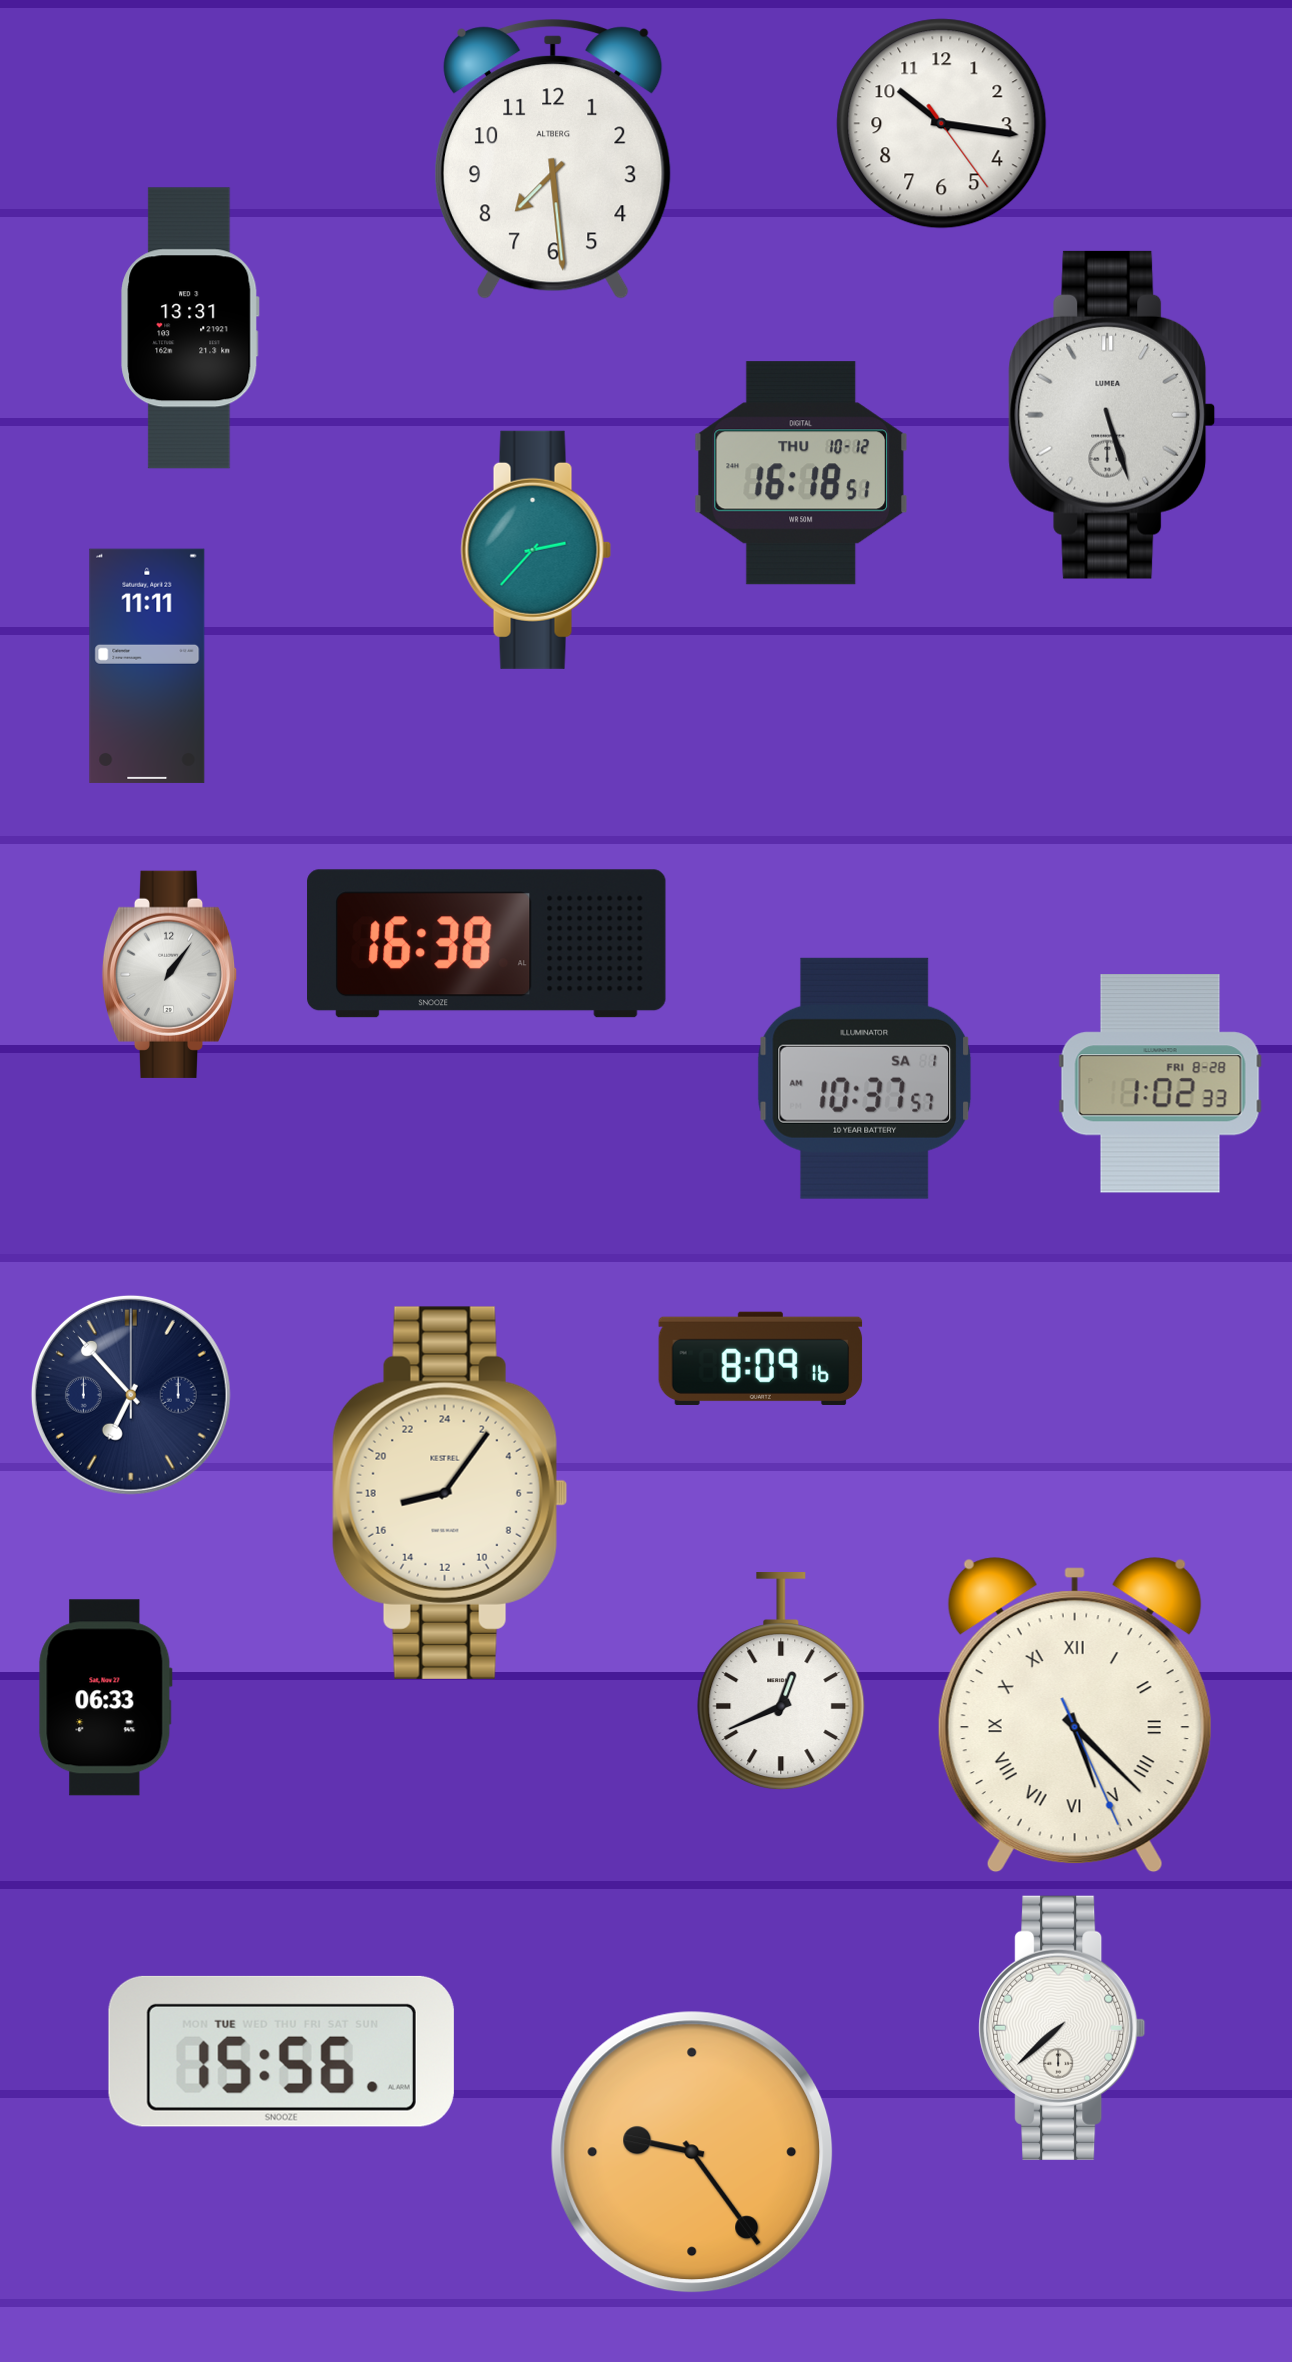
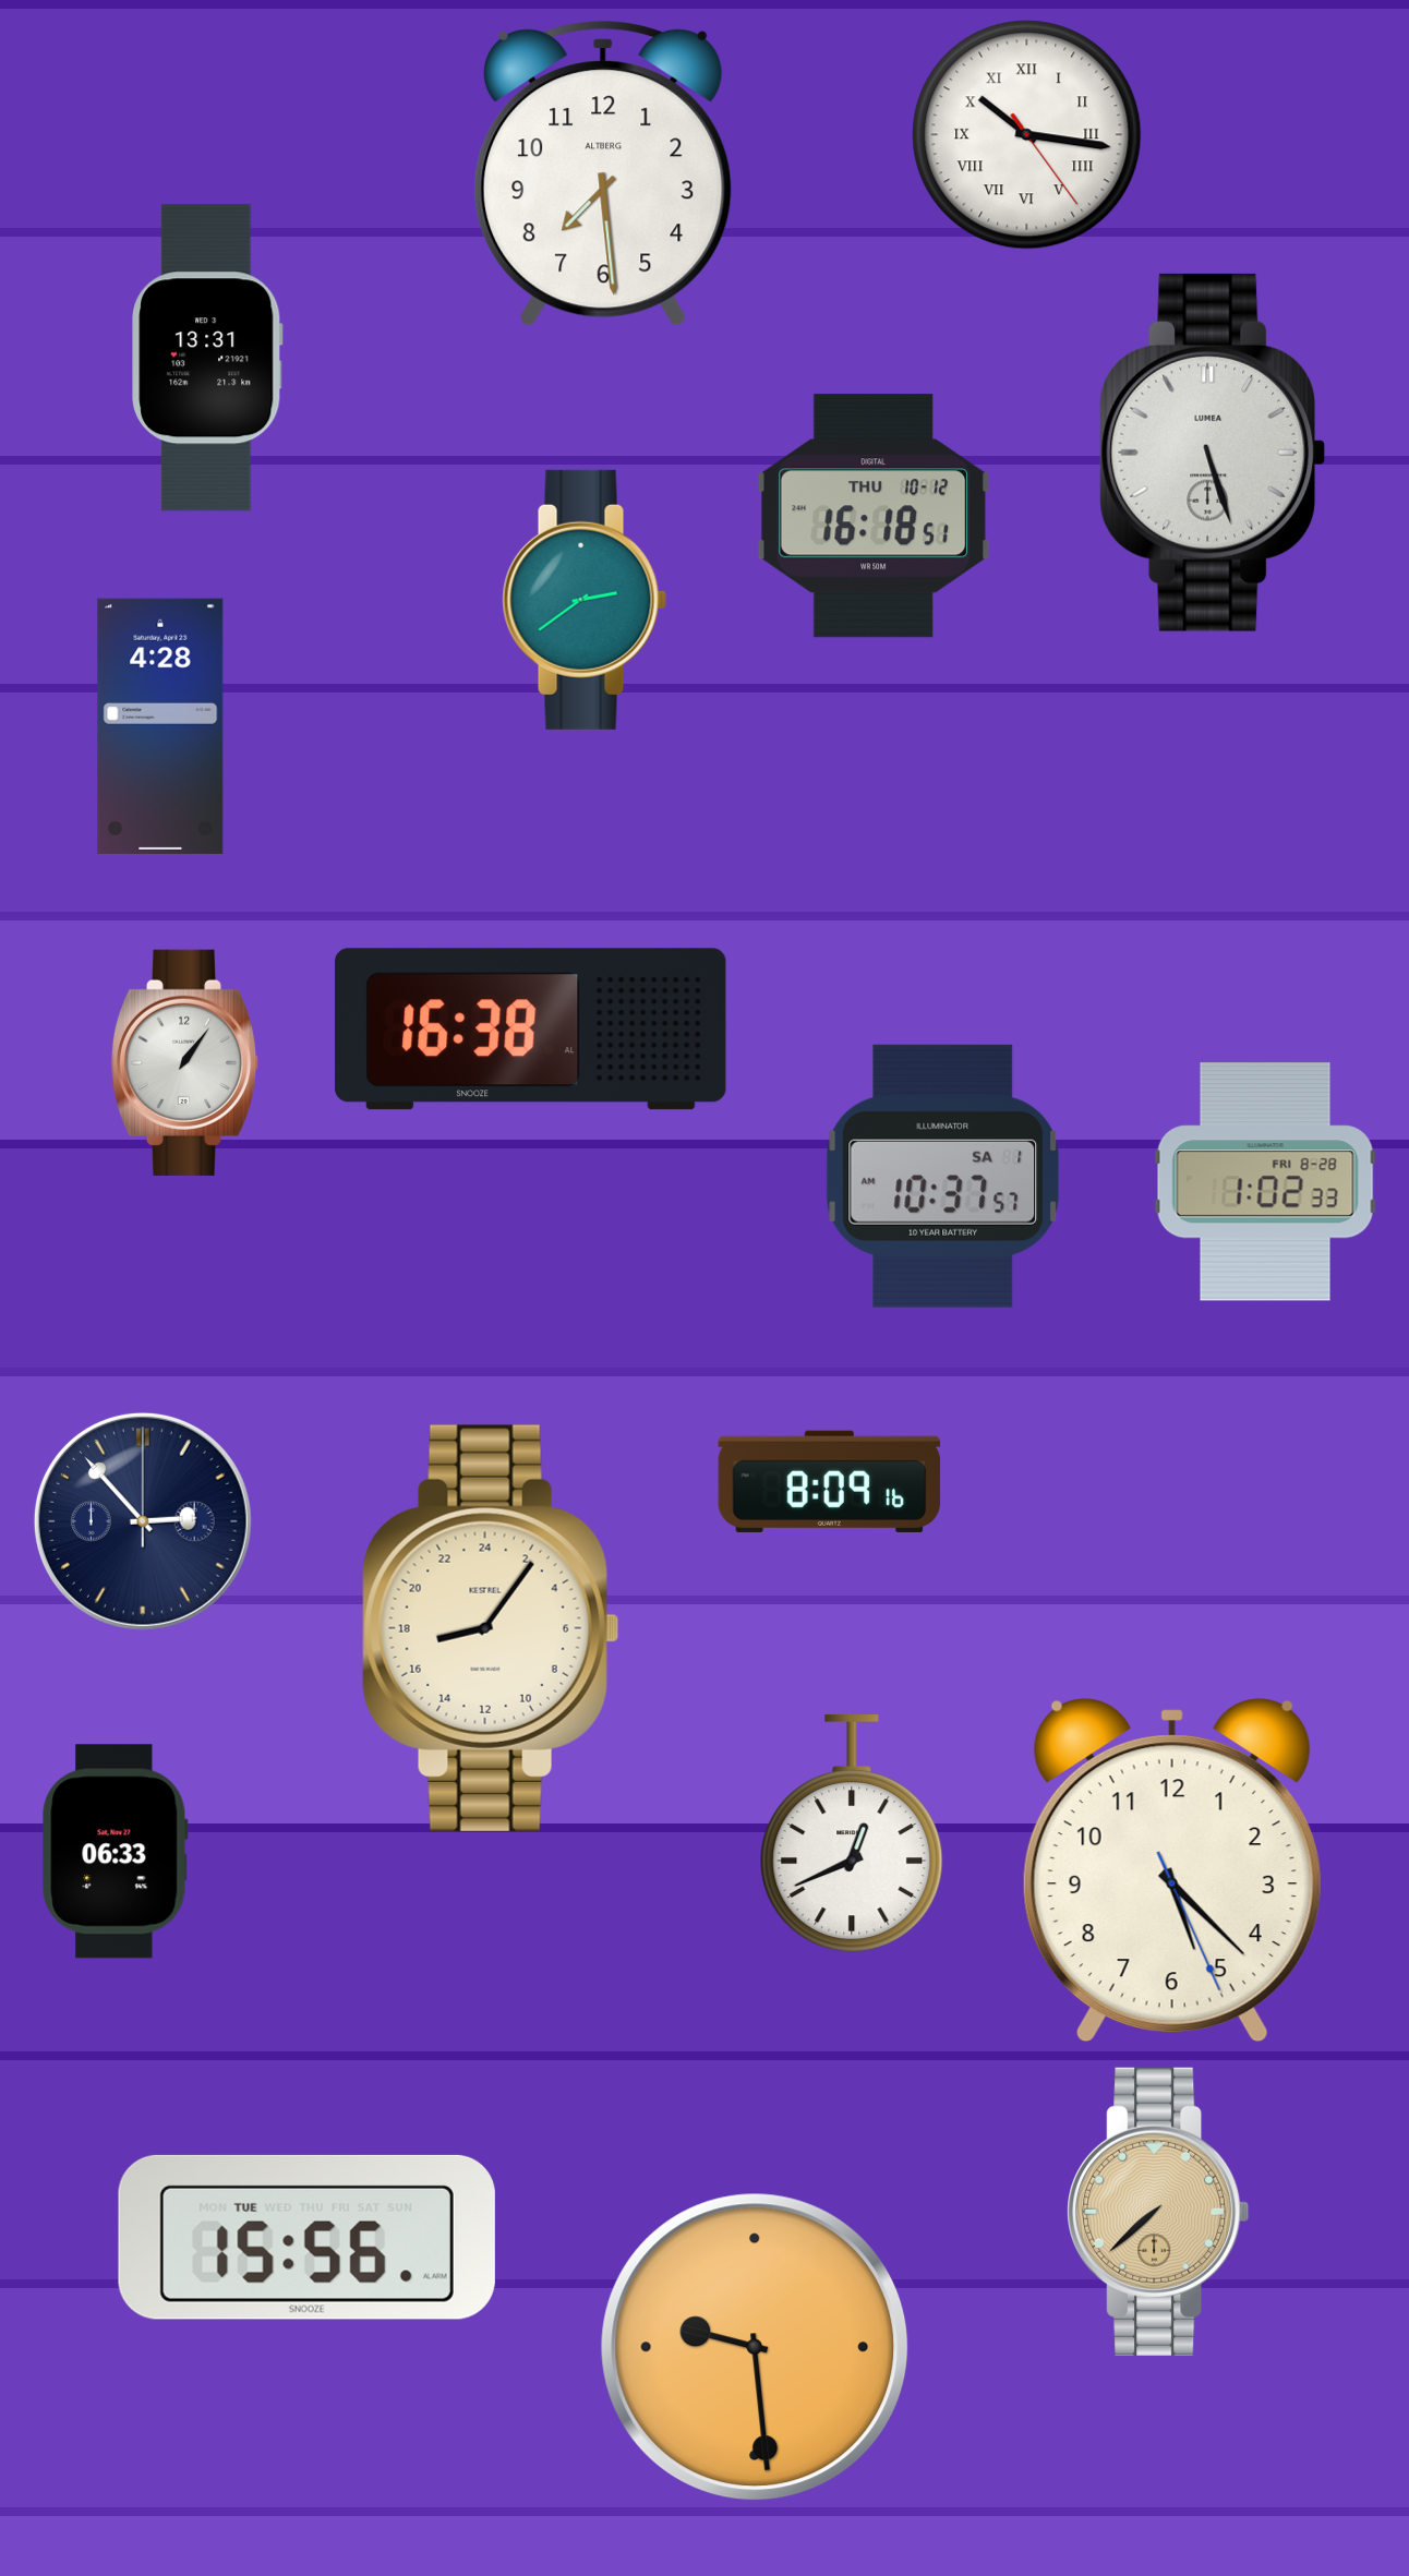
clock at (942, 124) numerals: Arabic -> Roman
clock at (536, 550): 2:37 -> 2:39
clock at (147, 666): 11:11 -> 4:28
clock at (131, 1395): 6:53 -> 2:53
clock at (1075, 1715) numerals: Roman -> Arabic
clock at (1062, 2028) dial: white -> champagne
clock at (692, 2152): 9:24 -> 9:29
